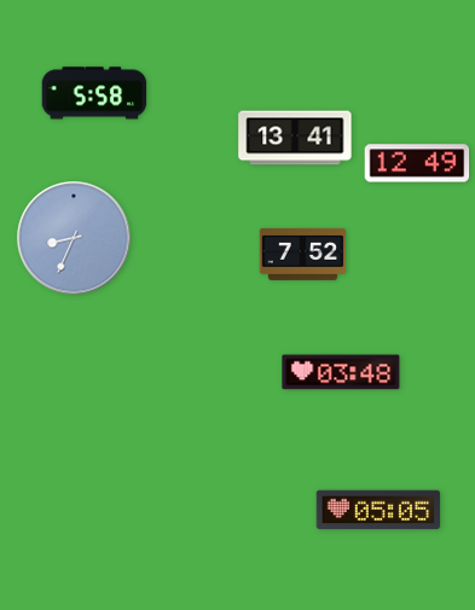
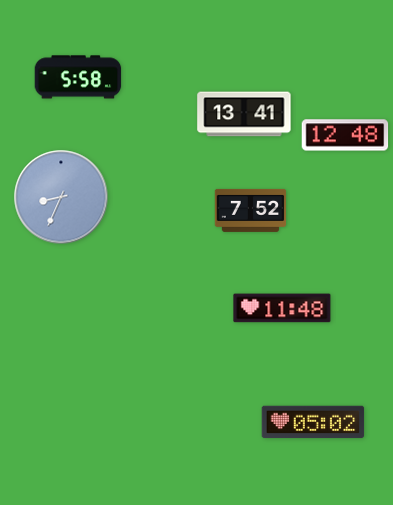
clock at (417, 163): 12:49 -> 12:48
clock at (341, 372): 03:48 -> 11:48
clock at (378, 510): 05:05 -> 05:02
